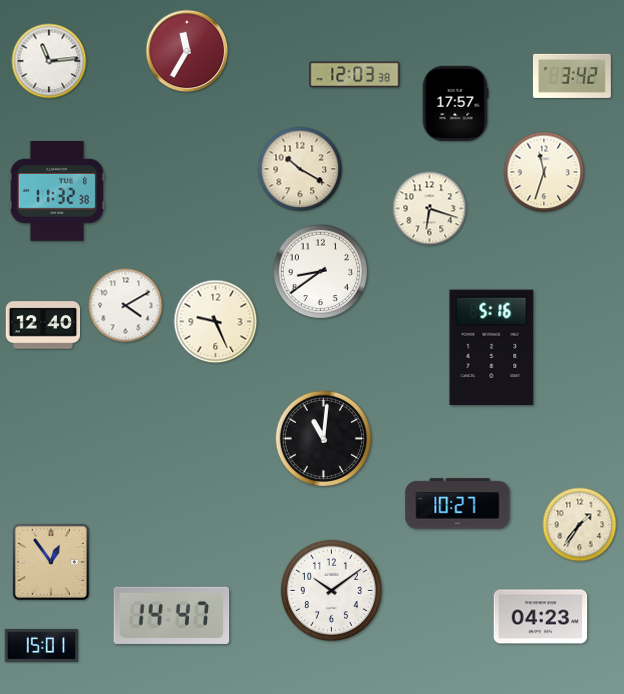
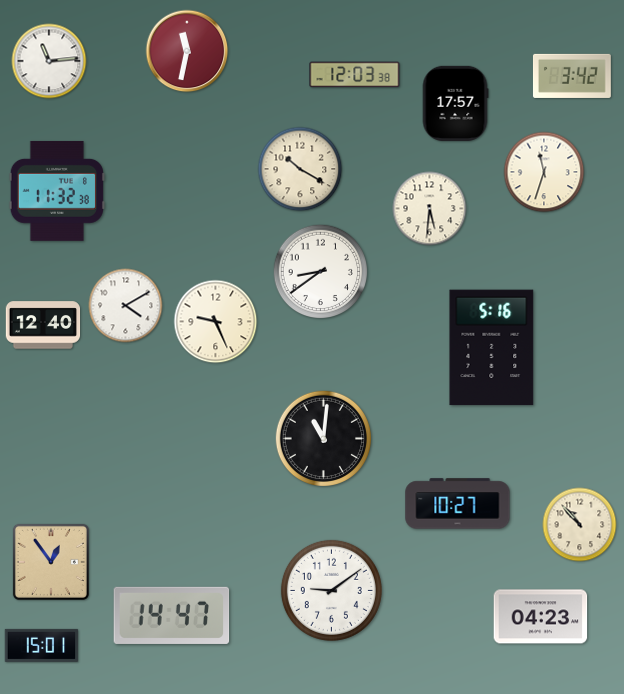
clock at (187, 51): 11:35 -> 11:32
clock at (430, 209): 6:18 -> 5:31
clock at (580, 525): 1:36 -> 10:53
clock at (331, 590): 10:09 -> 9:09
